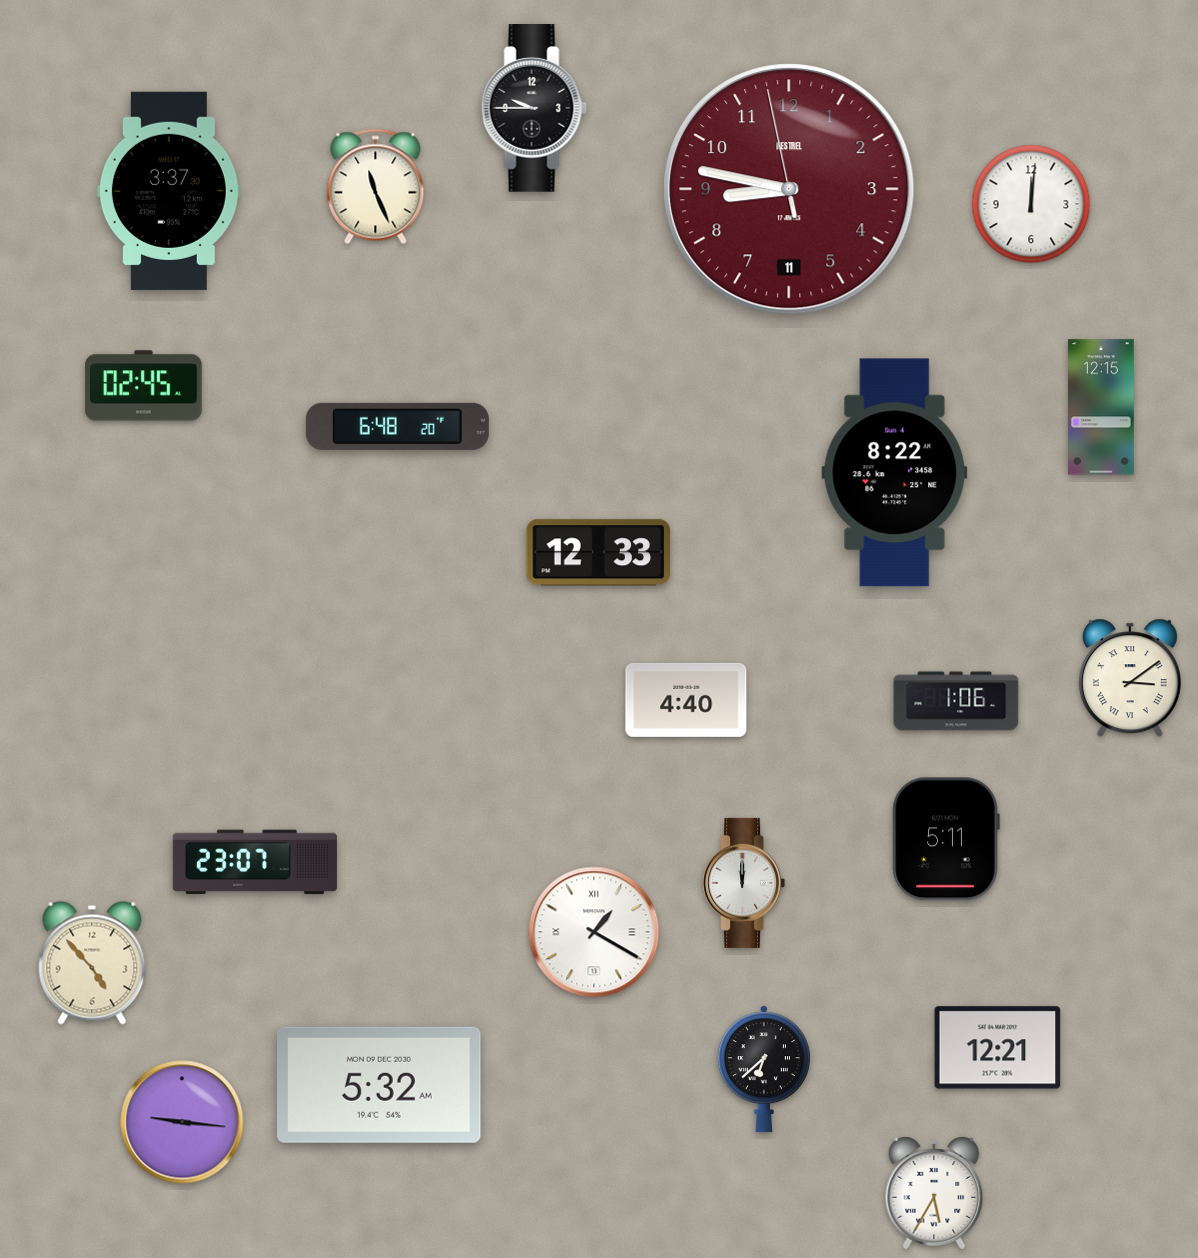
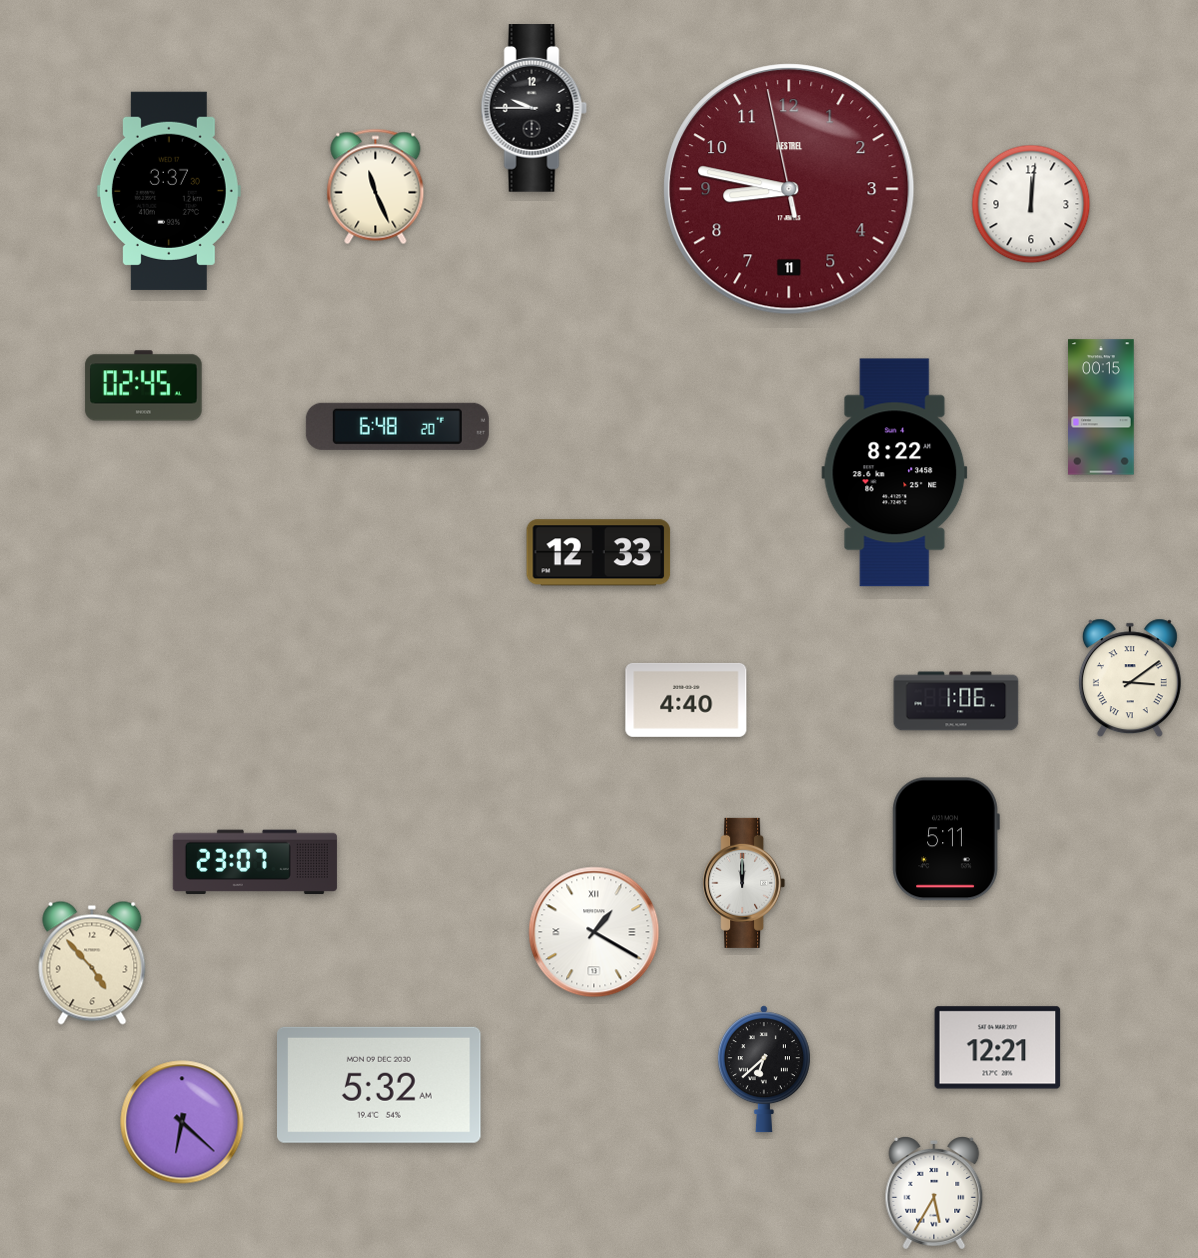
clock at (1101, 407): 12:15 -> 00:15
clock at (182, 1122): 9:16 -> 6:22
